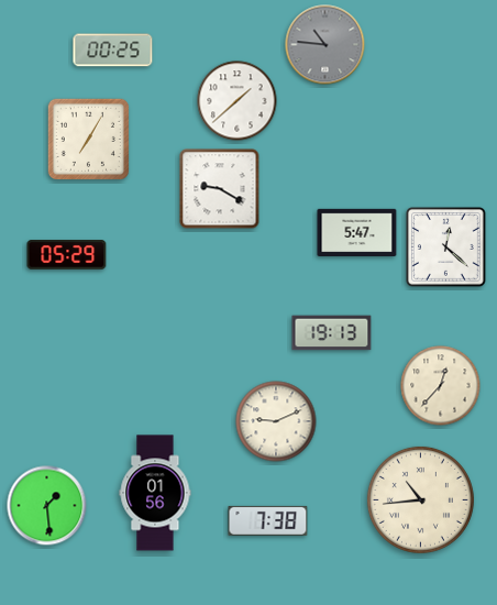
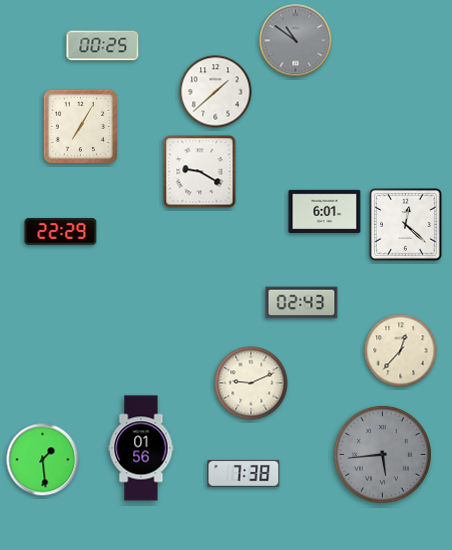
clock at (325, 45): 10:46 -> 10:51
clock at (357, 232): 5:47 -> 6:01
clock at (67, 255): 05:29 -> 22:29
clock at (332, 333): 19:13 -> 02:43
clock at (420, 499): 10:44 -> 5:44
clock at (420, 499) dial: cream -> grey
